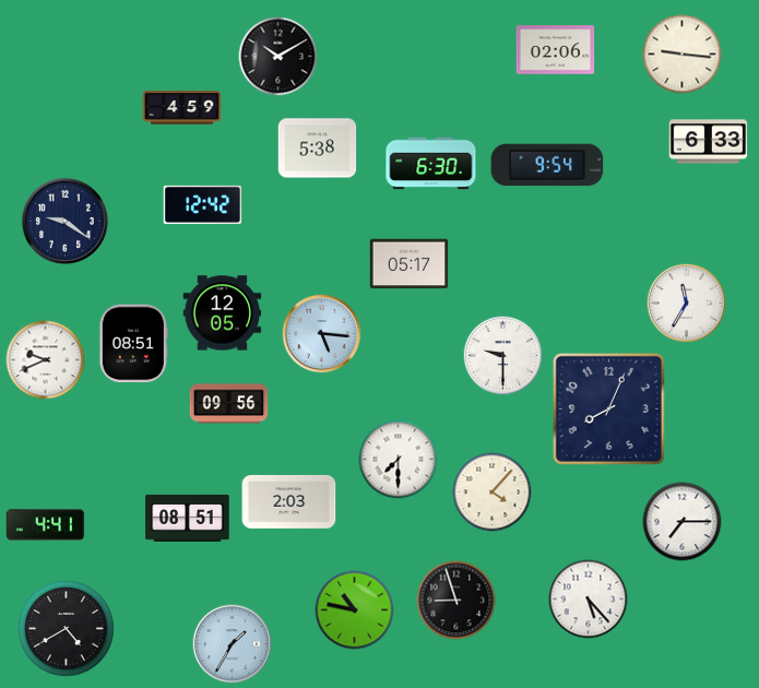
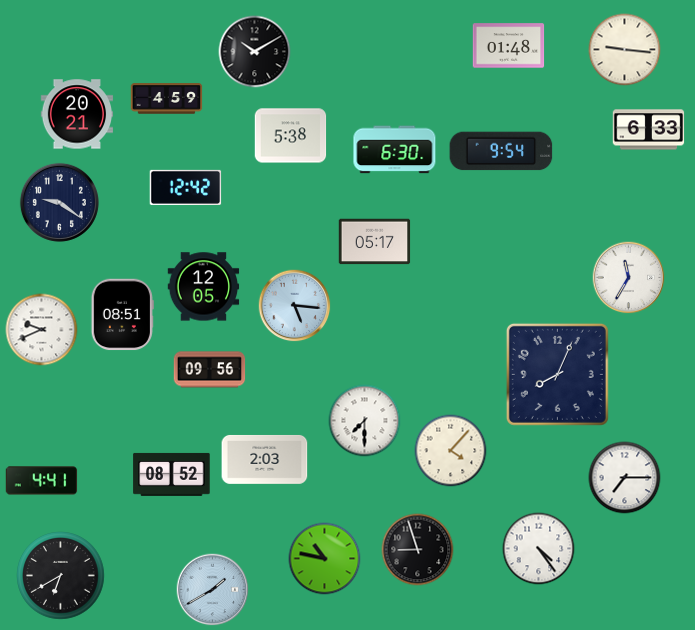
clock at (556, 50): 02:06 -> 01:48
clock at (76, 114): none -> 20:21
clock at (503, 356): 9:30 -> none
clock at (188, 518): 08:51 -> 08:52
clock at (589, 600): 5:23 -> 4:24
clock at (67, 629): 4:40 -> 6:40
clock at (233, 644): 1:35 -> 1:40
